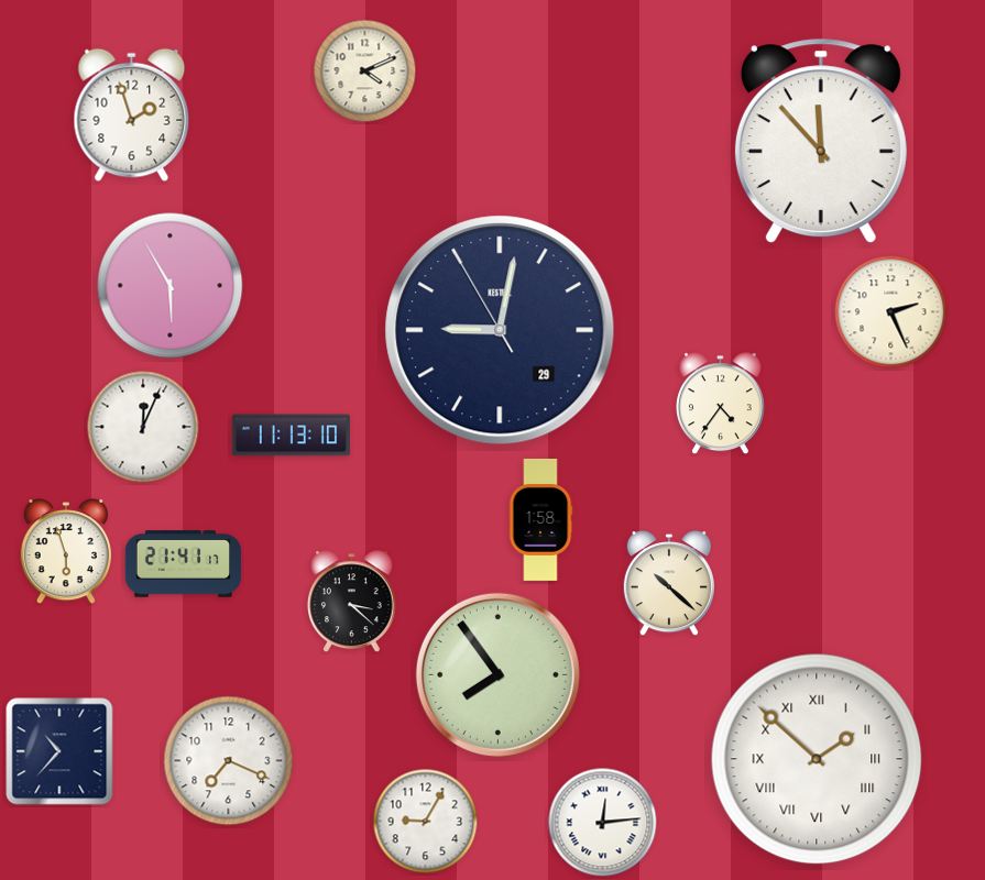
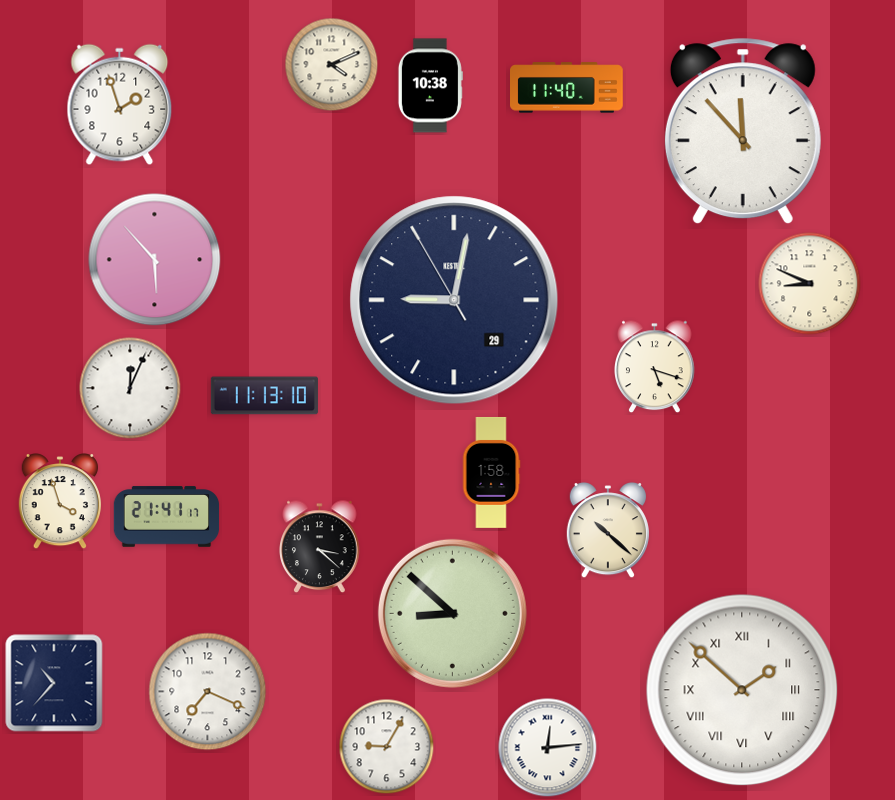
clock at (430, 86): none -> 10:38
clock at (567, 88): none -> 11:40
clock at (821, 141) position: (821, 141) -> (743, 131)
clock at (171, 286): 5:55 -> 5:53
clock at (891, 312): 2:26 -> 8:49
clock at (721, 404): 4:36 -> 5:18
clock at (66, 552): 5:57 -> 3:57
clock at (184, 564) position: (184, 564) -> (167, 517)
clock at (497, 674): 7:54 -> 8:52
